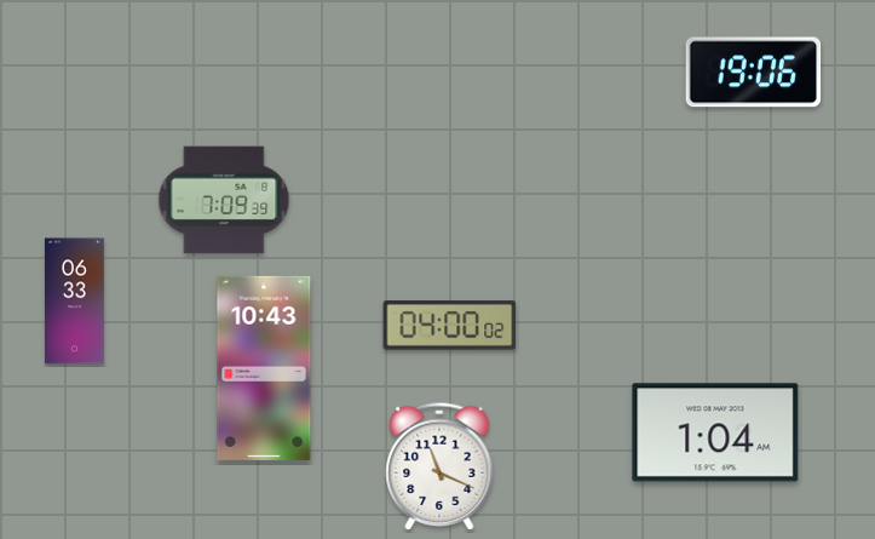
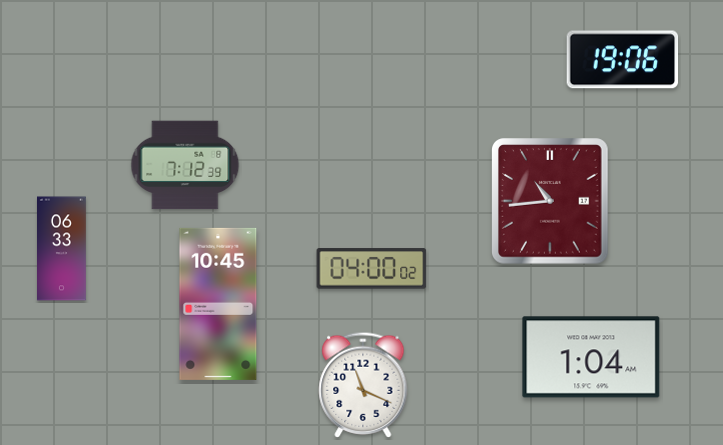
clock at (224, 200): 7:09 -> 7:12
clock at (551, 201): none -> 10:44
clock at (264, 368): 10:43 -> 10:45
